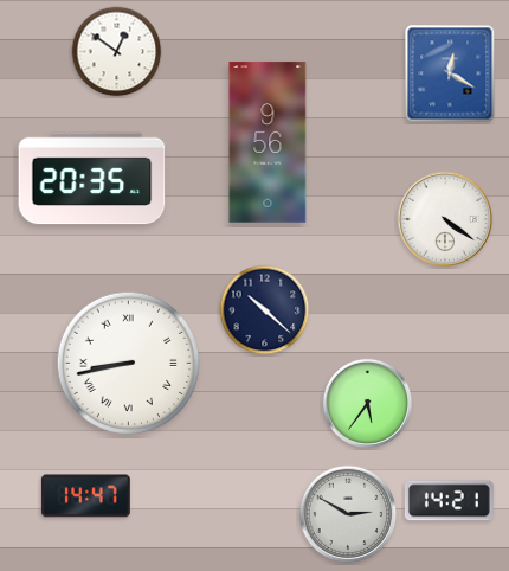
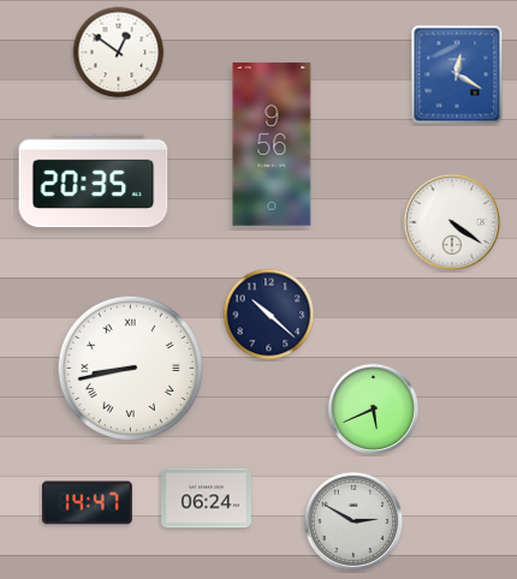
clock at (367, 403): 5:36 -> 5:41
clock at (207, 499): none -> 06:24
clock at (449, 501): 14:21 -> none
